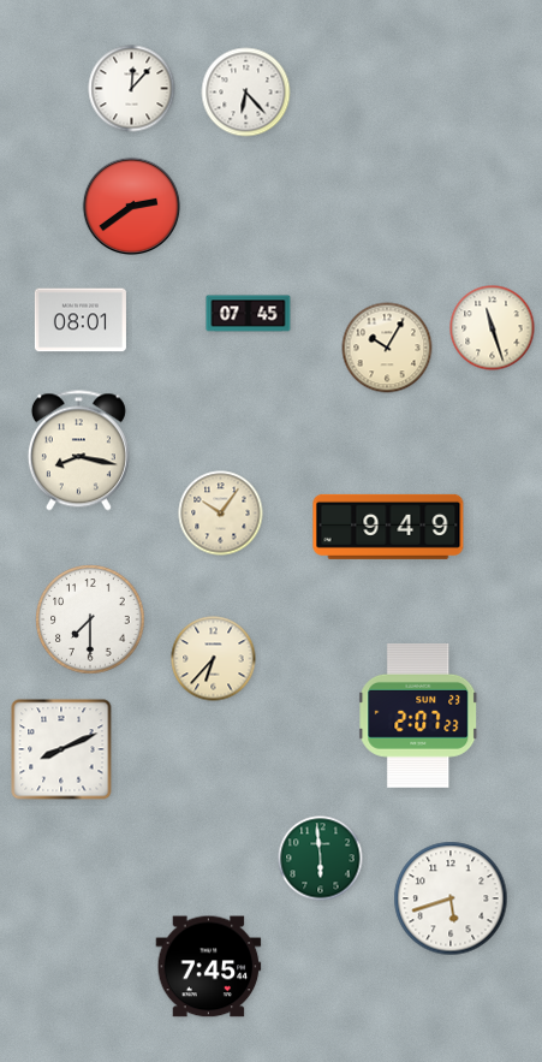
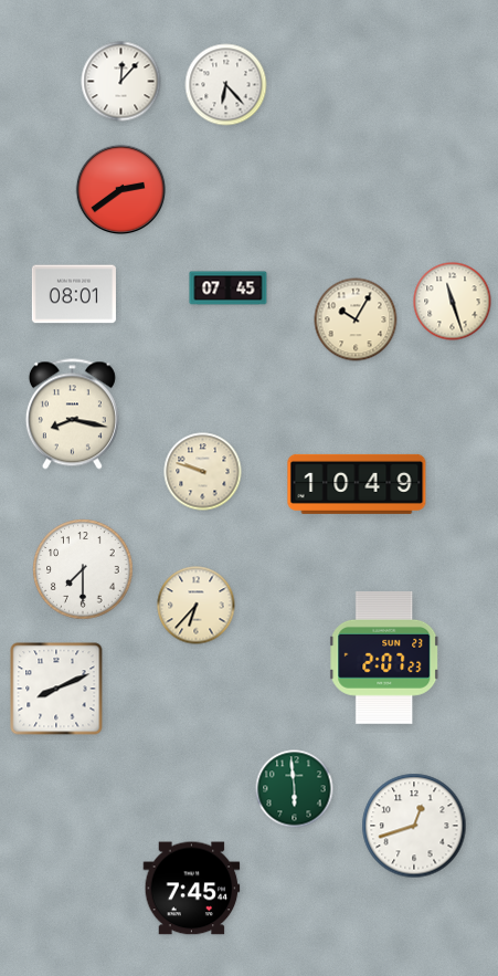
clock at (221, 514): 10:06 -> 9:48
clock at (388, 527): 9:49 -> 10:49
clock at (451, 898): 5:42 -> 12:42
